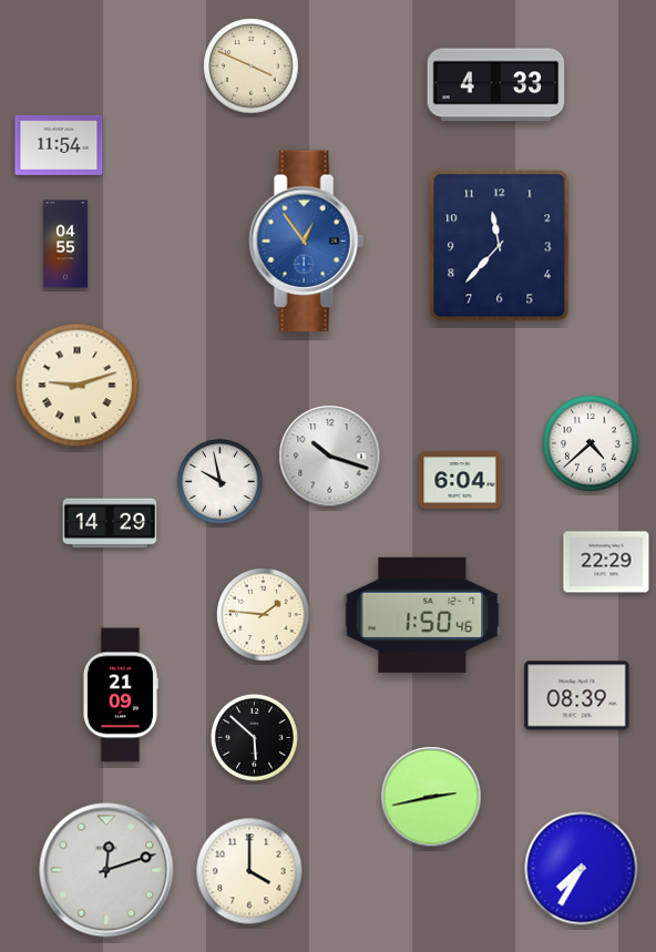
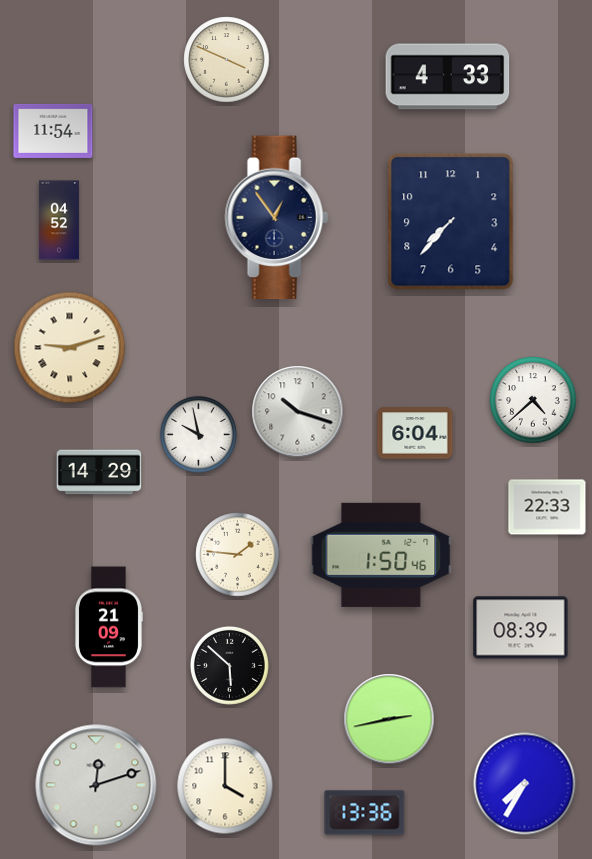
clock at (306, 242) dial: blue -> navy
clock at (65, 244): 04:55 -> 04:52
clock at (500, 246): 11:37 -> 7:37
clock at (606, 562): 22:29 -> 22:33
clock at (365, 813): none -> 13:36
